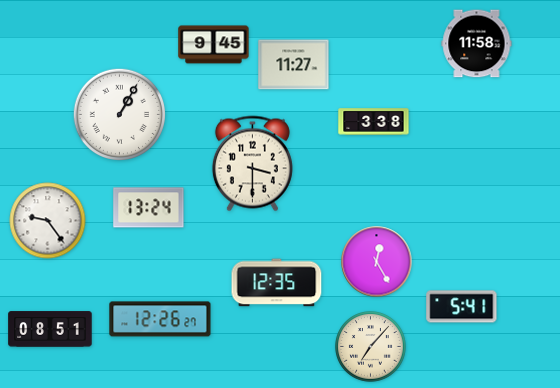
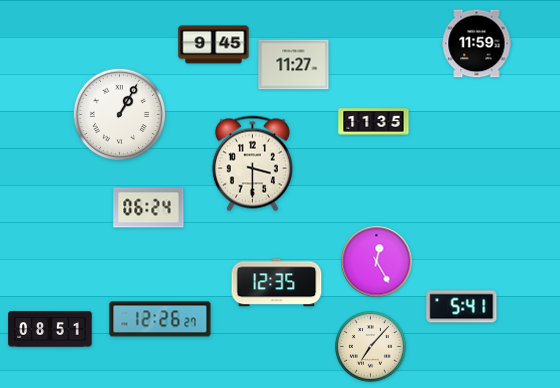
clock at (477, 44): 11:58 -> 11:59
clock at (374, 122): 3:38 -> 11:35
clock at (149, 208): 13:24 -> 06:24
clock at (48, 221): 9:24 -> none
